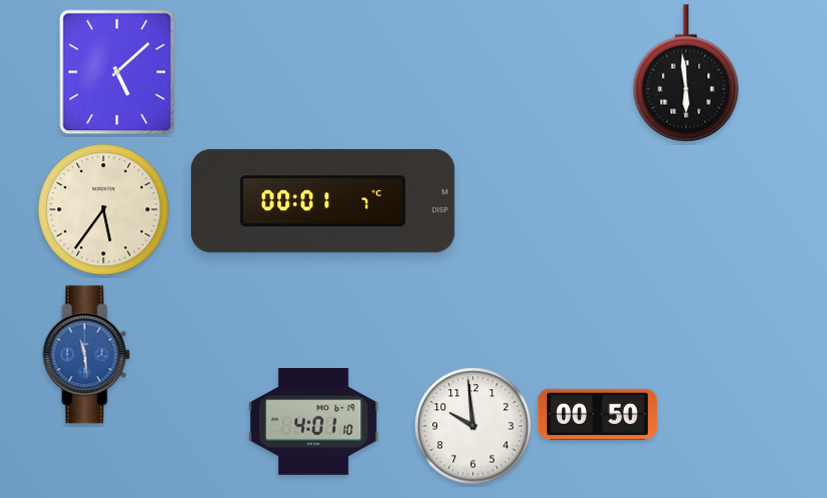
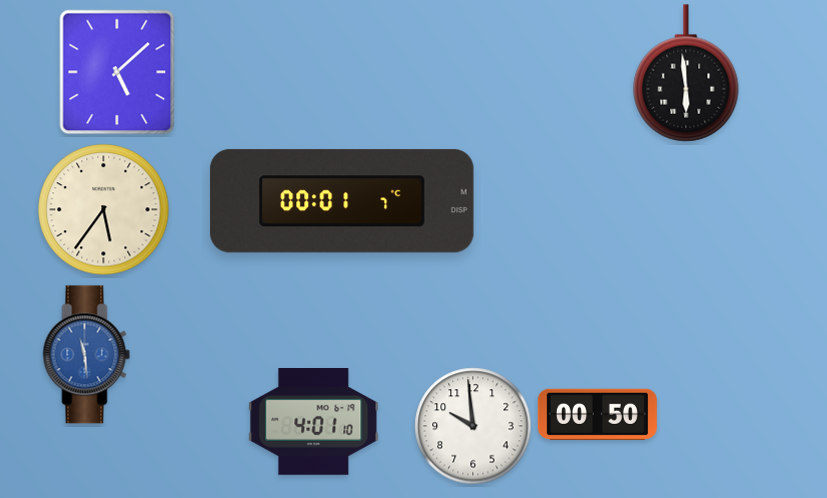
clock at (323, 201) position: (323, 201) -> (342, 201)
